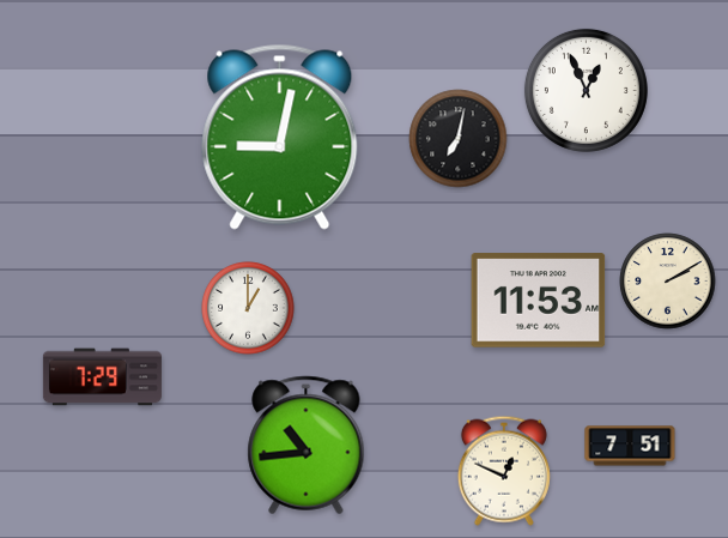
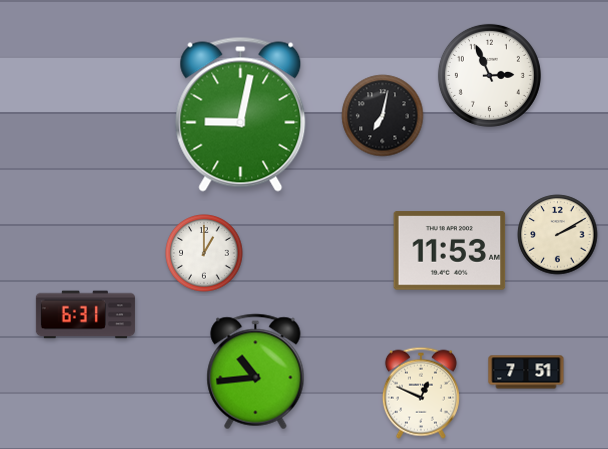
clock at (586, 90): 12:56 -> 2:56
clock at (280, 137) position: (280, 137) -> (241, 114)
clock at (248, 308) position: (248, 308) -> (204, 253)
clock at (102, 377): 7:29 -> 6:31
